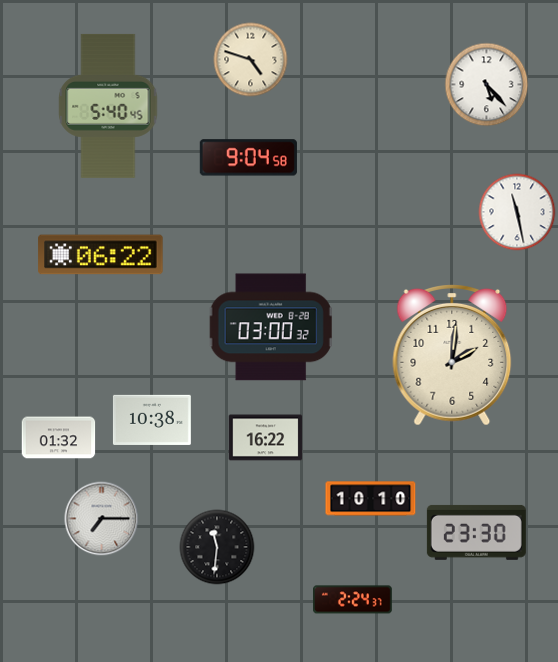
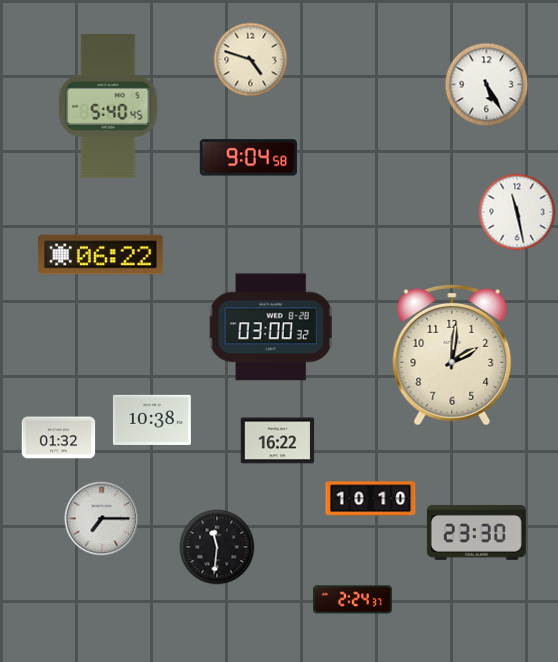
clock at (487, 85): 5:23 -> 5:25
clock at (266, 438) position: (266, 438) -> (278, 441)
